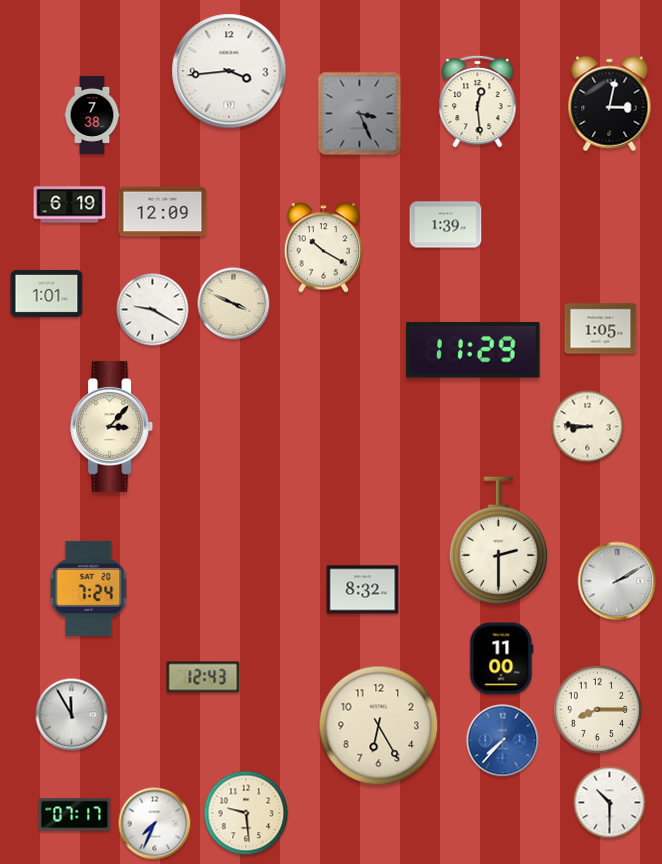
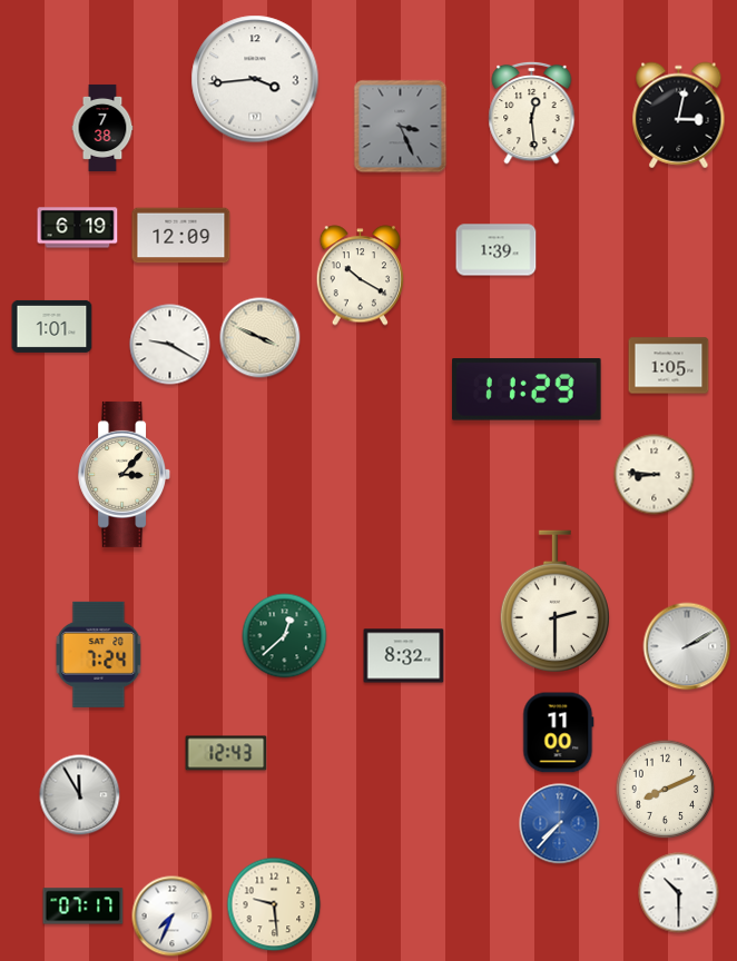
clock at (285, 636): none -> 12:38
clock at (598, 710): 8:15 -> 8:11
clock at (379, 726): 6:25 -> none
